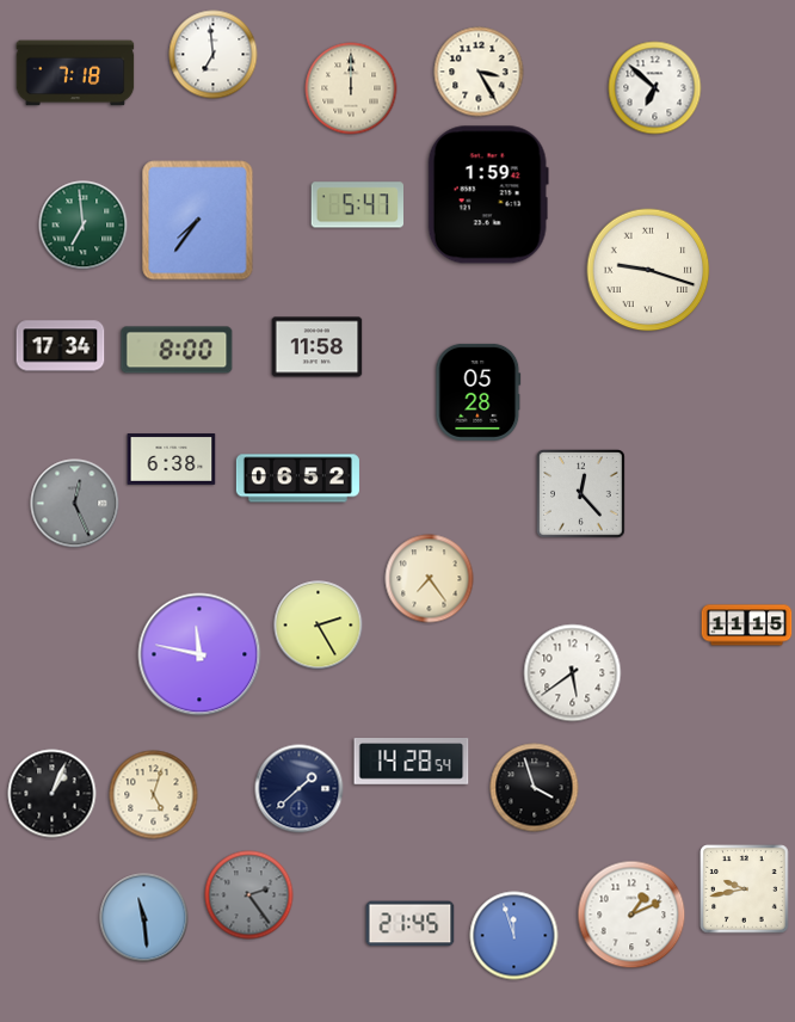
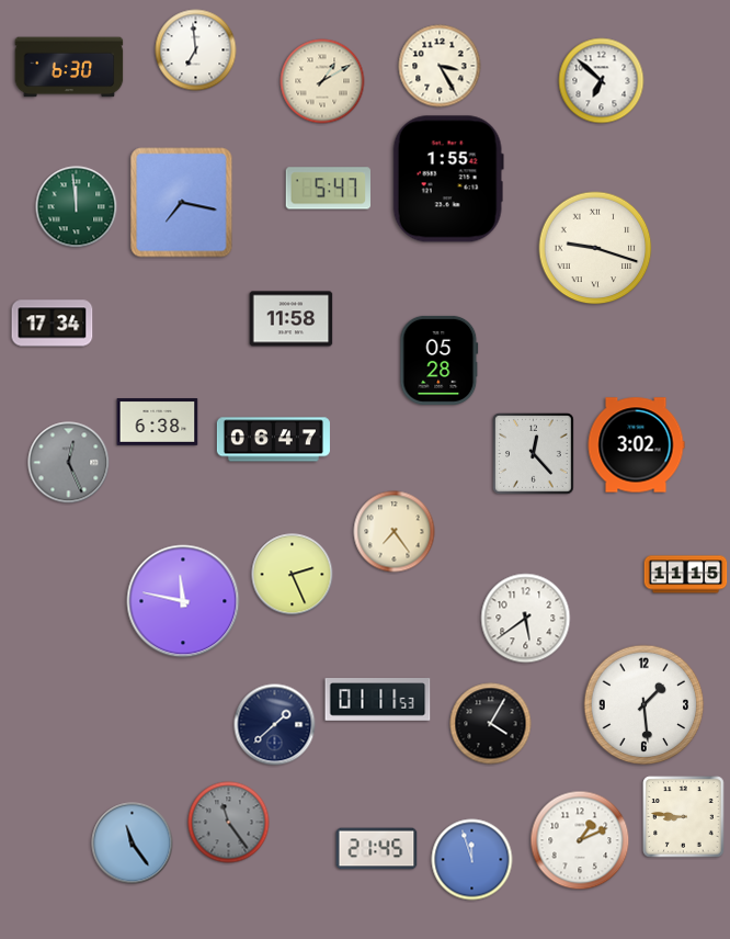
clock at (75, 73): 7:18 -> 6:30
clock at (351, 88): 12:00 -> 1:10
clock at (488, 195): 1:59 -> 1:55
clock at (198, 221): 7:36 -> 7:17
clock at (84, 226): 6:59 -> 11:59
clock at (61, 346) position: (61, 346) -> (53, 324)
clock at (177, 350): 8:00 -> none
clock at (297, 479): 06:52 -> 06:47
clock at (636, 445): none -> 3:02
clock at (319, 626): 2:25 -> 2:26
clock at (412, 762): 14:28 -> 01:11
clock at (645, 705): none -> 1:29
clock at (535, 788): 3:57 -> 4:05
clock at (53, 794): 1:04 -> none
clock at (154, 795): 5:03 -> none
clock at (745, 889): 9:43 -> 8:46
clock at (249, 895): 2:24 -> 11:24
clock at (144, 918): 11:29 -> 11:24
